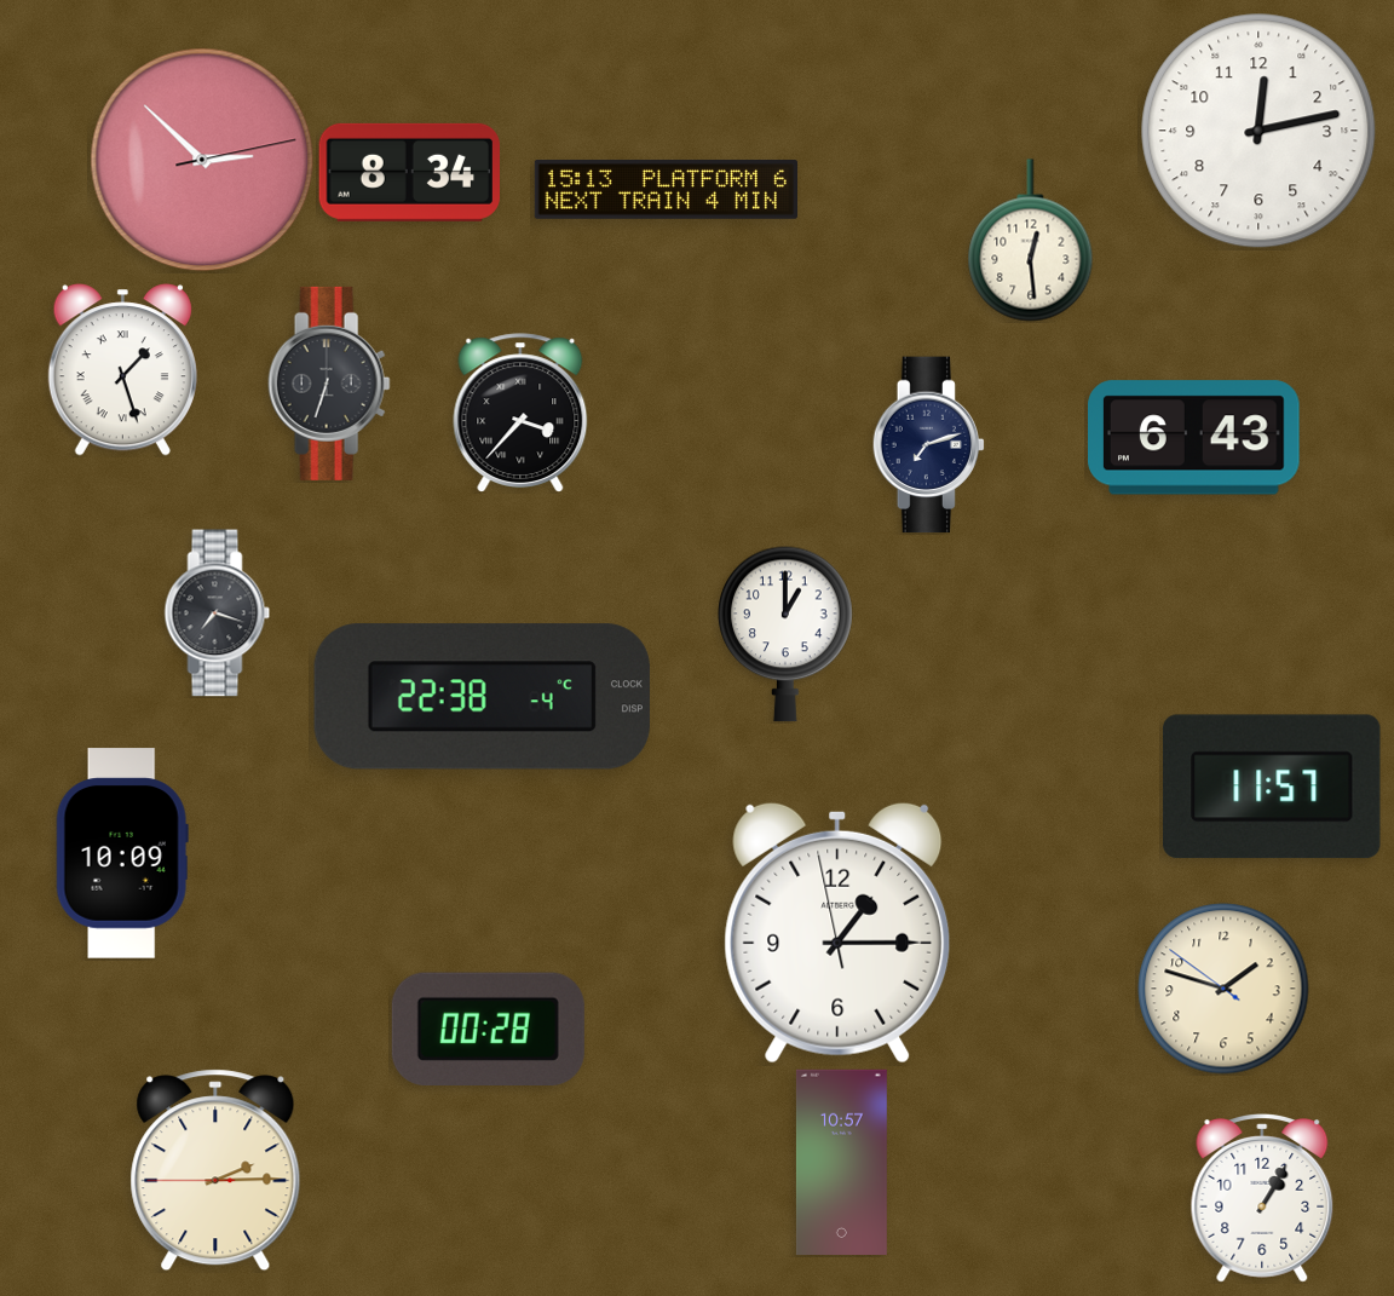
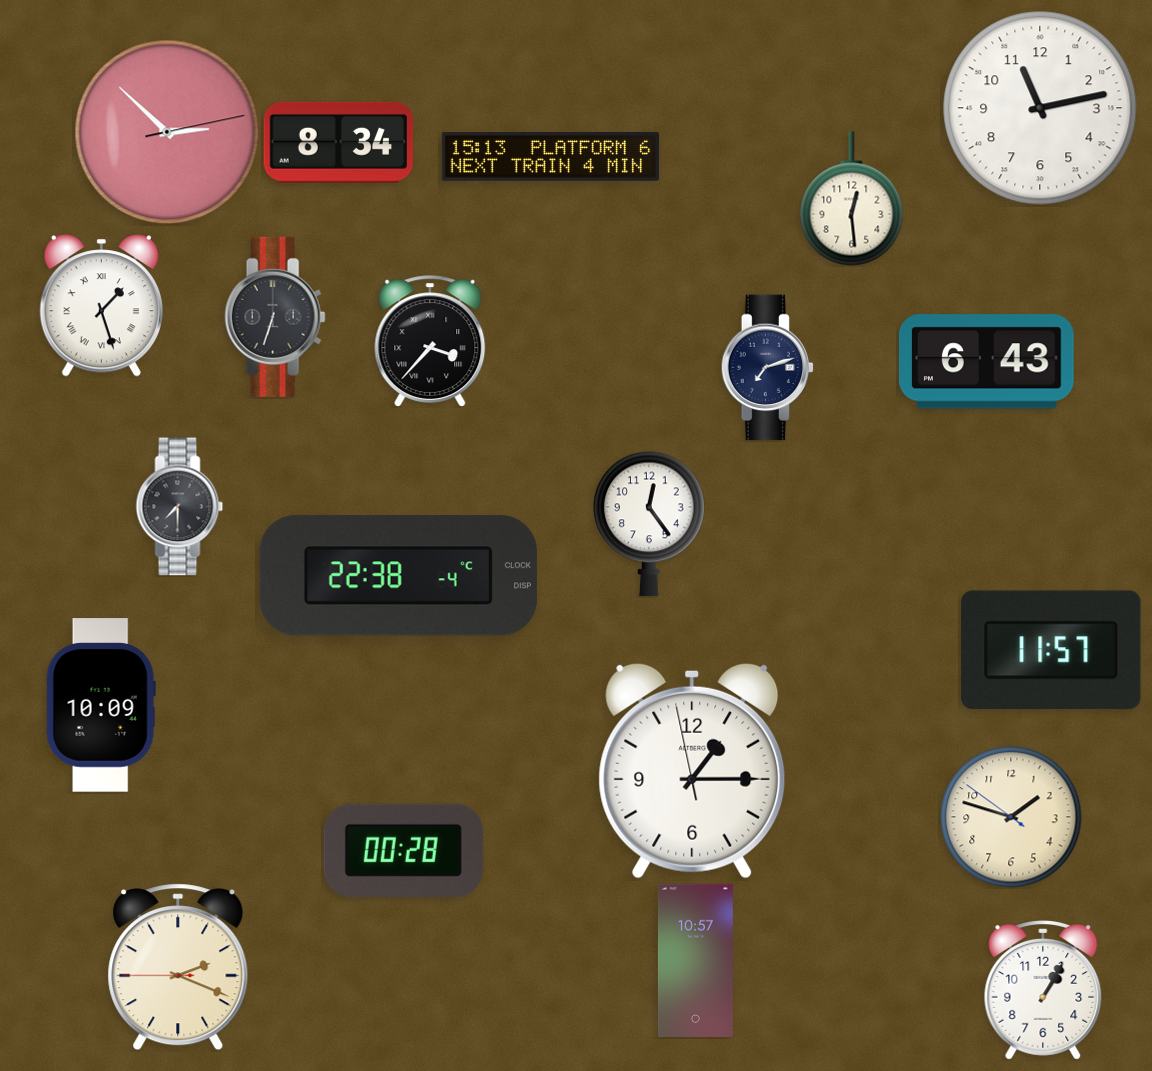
clock at (1258, 131): 12:13 -> 11:13
clock at (329, 384) position: (329, 384) -> (275, 317)
clock at (218, 614): 7:18 -> 7:30
clock at (785, 634): 1:00 -> 12:24
clock at (215, 1170): 2:14 -> 2:18
